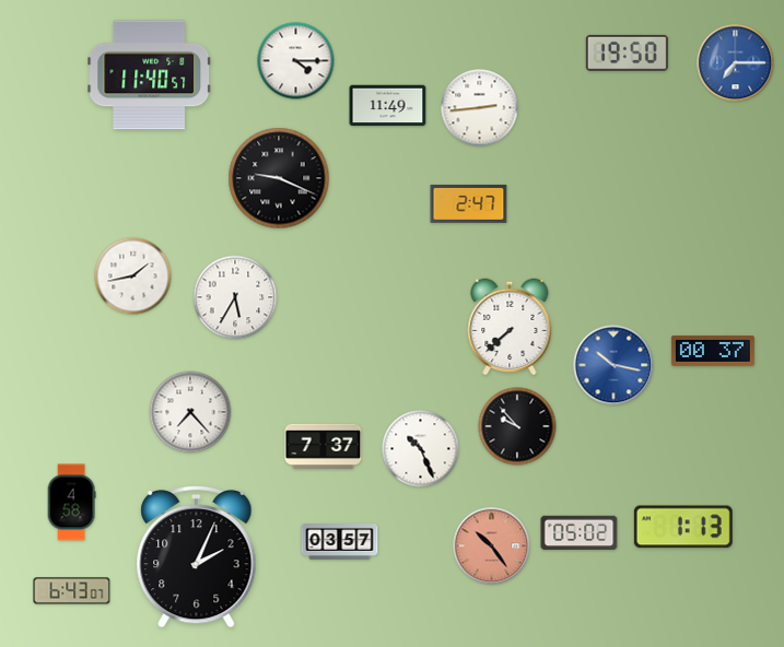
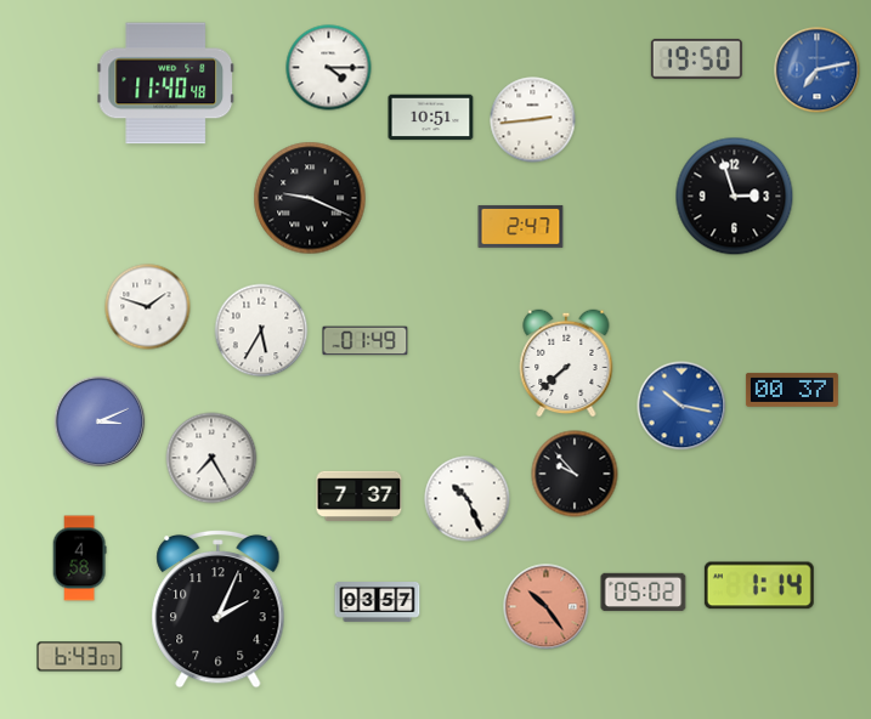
clock at (736, 63): 7:15 -> 7:13
clock at (150, 75): 11:40:57 -> 11:40:48
clock at (388, 106): 11:49 -> 10:51
clock at (735, 197): none -> 2:57
clock at (133, 277): 1:43 -> 1:48
clock at (366, 341): none -> 01:49
clock at (100, 421): none -> 3:11
clock at (190, 412): 7:23 -> 7:25
clock at (683, 527): 1:13 -> 1:14
clock at (197, 556) position: (197, 556) -> (219, 608)
